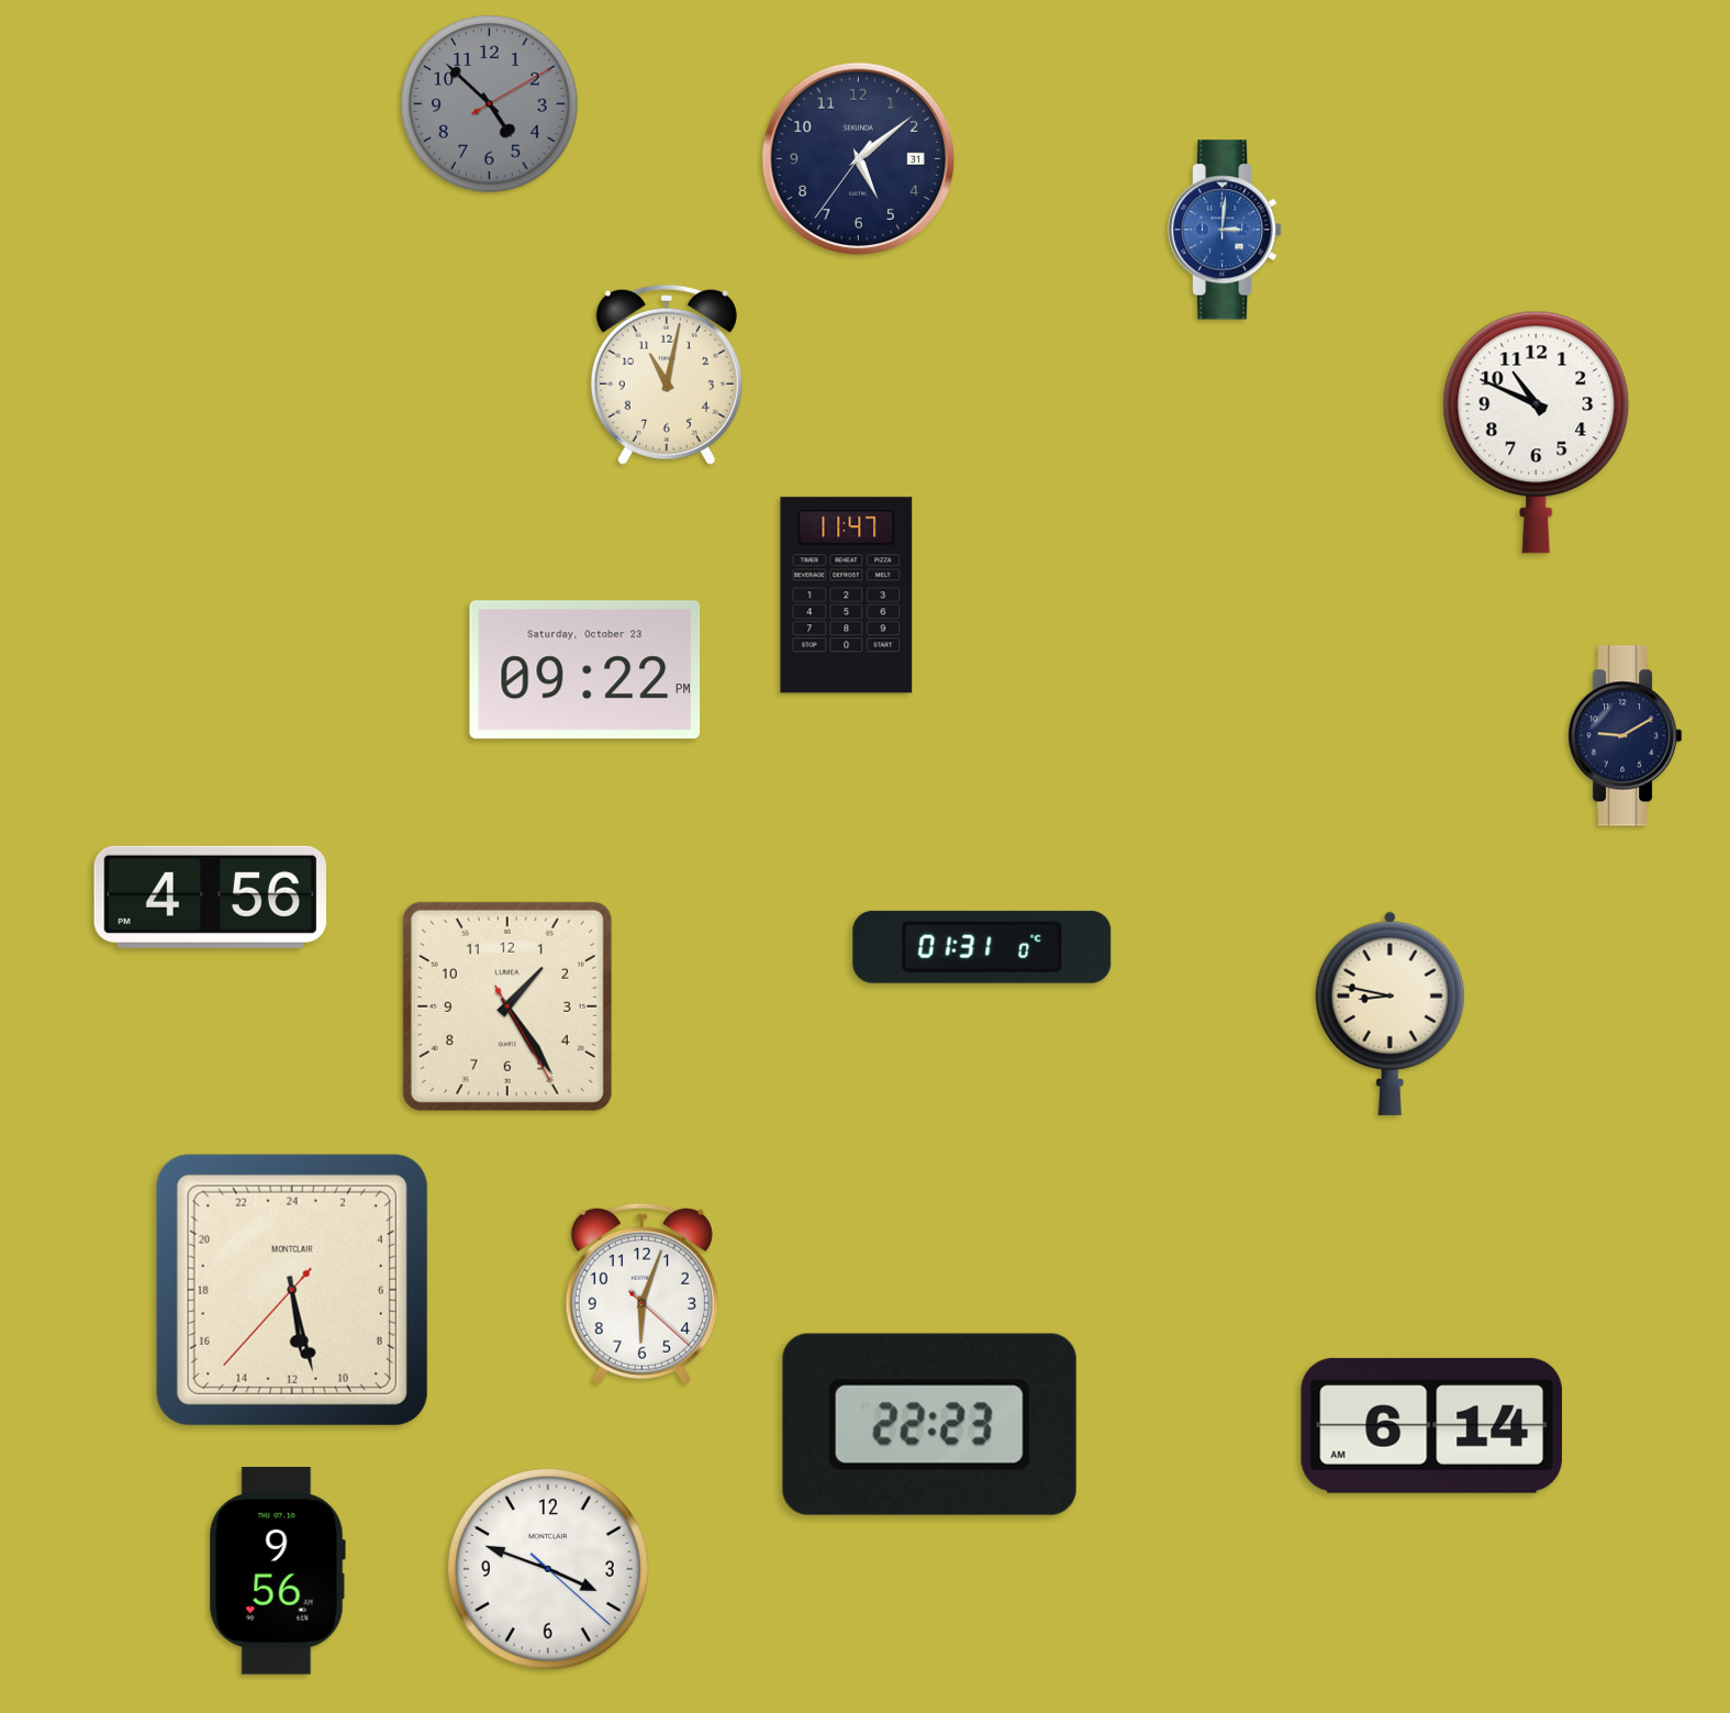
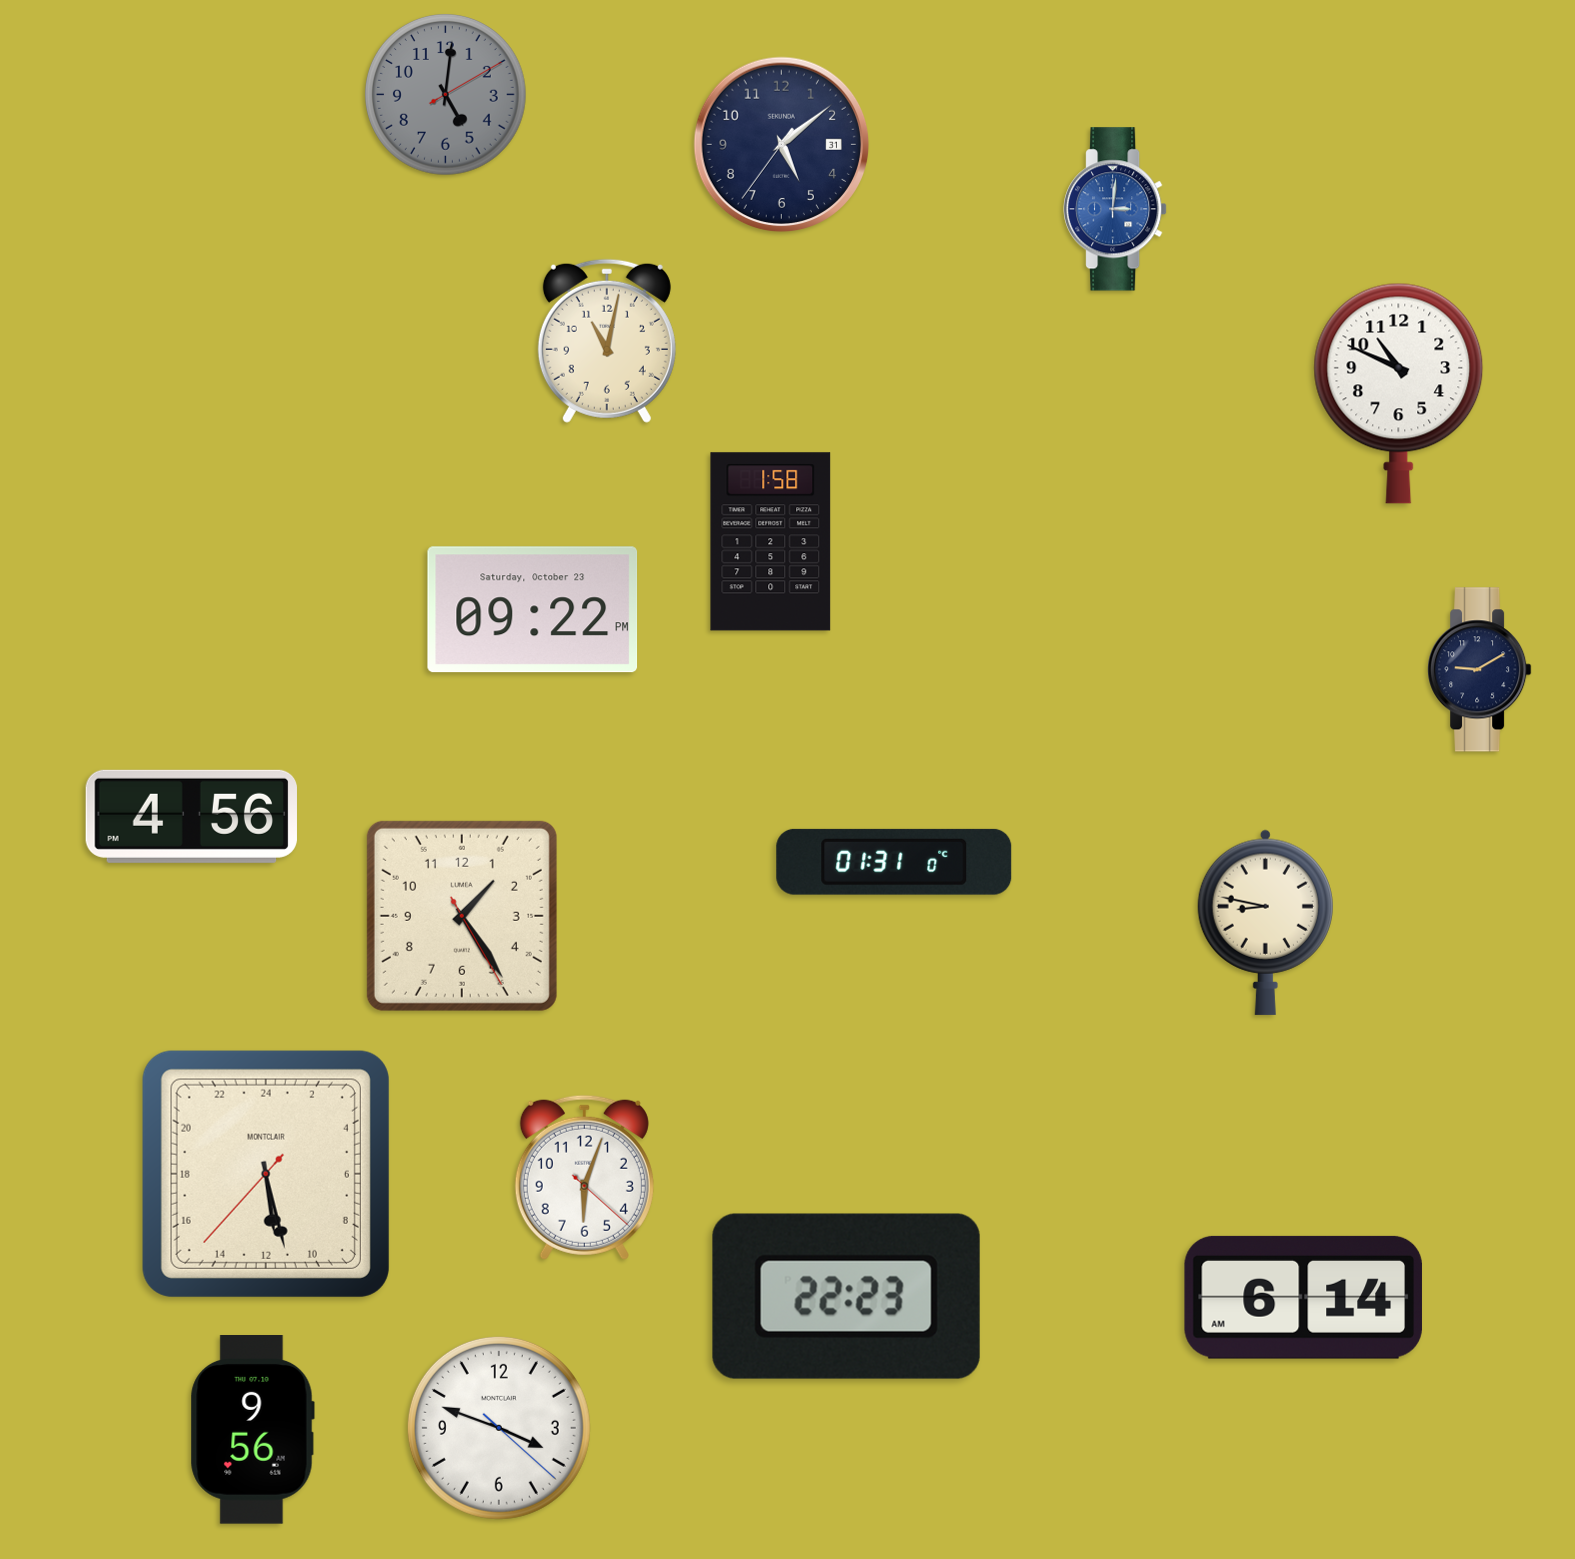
clock at (489, 103): 4:52 -> 5:01
clock at (847, 596): 11:47 -> 1:58
